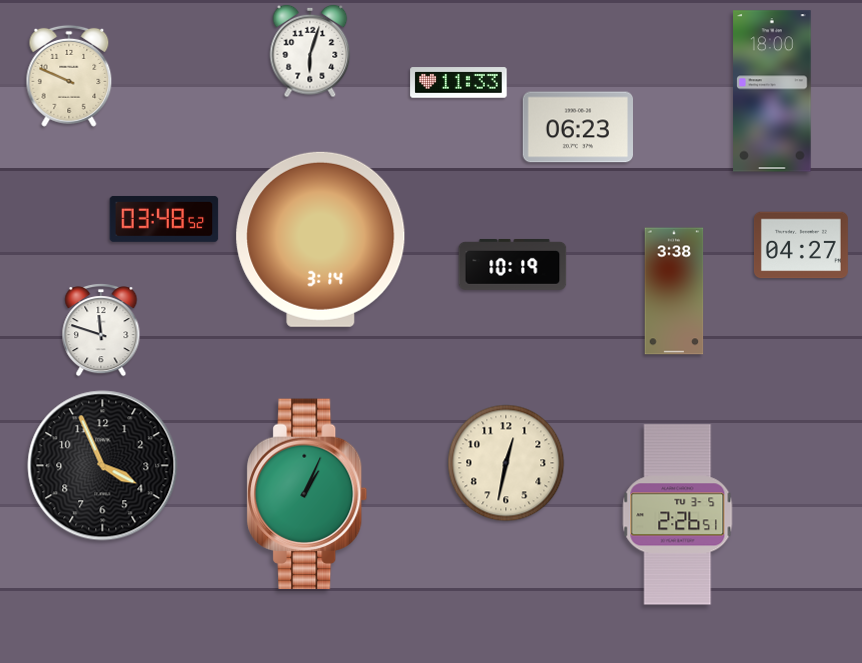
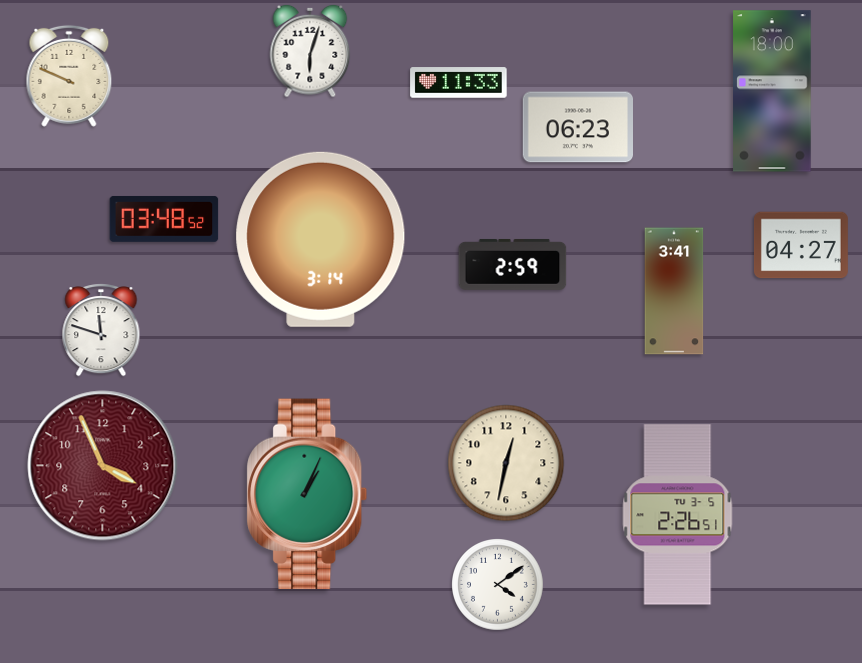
clock at (513, 264): 10:19 -> 2:59
clock at (674, 291): 3:38 -> 3:41
clock at (103, 466) dial: black -> burgundy
clock at (498, 585): none -> 4:09
